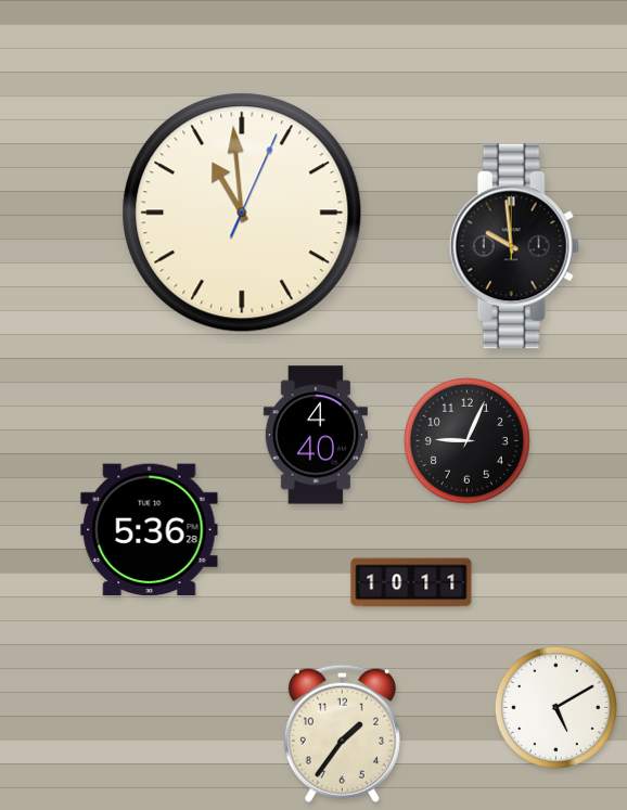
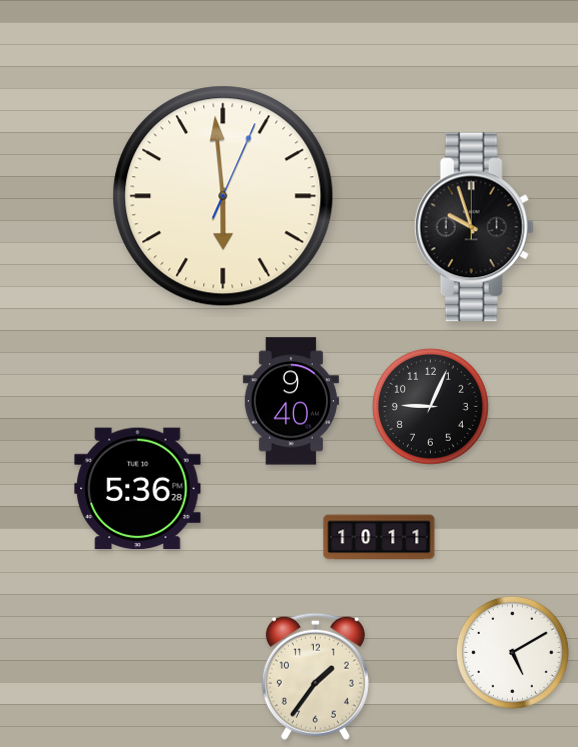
clock at (242, 213): 10:59 -> 5:59
clock at (514, 246): 9:59 -> 9:57
clock at (316, 435): 4:40 -> 9:40
